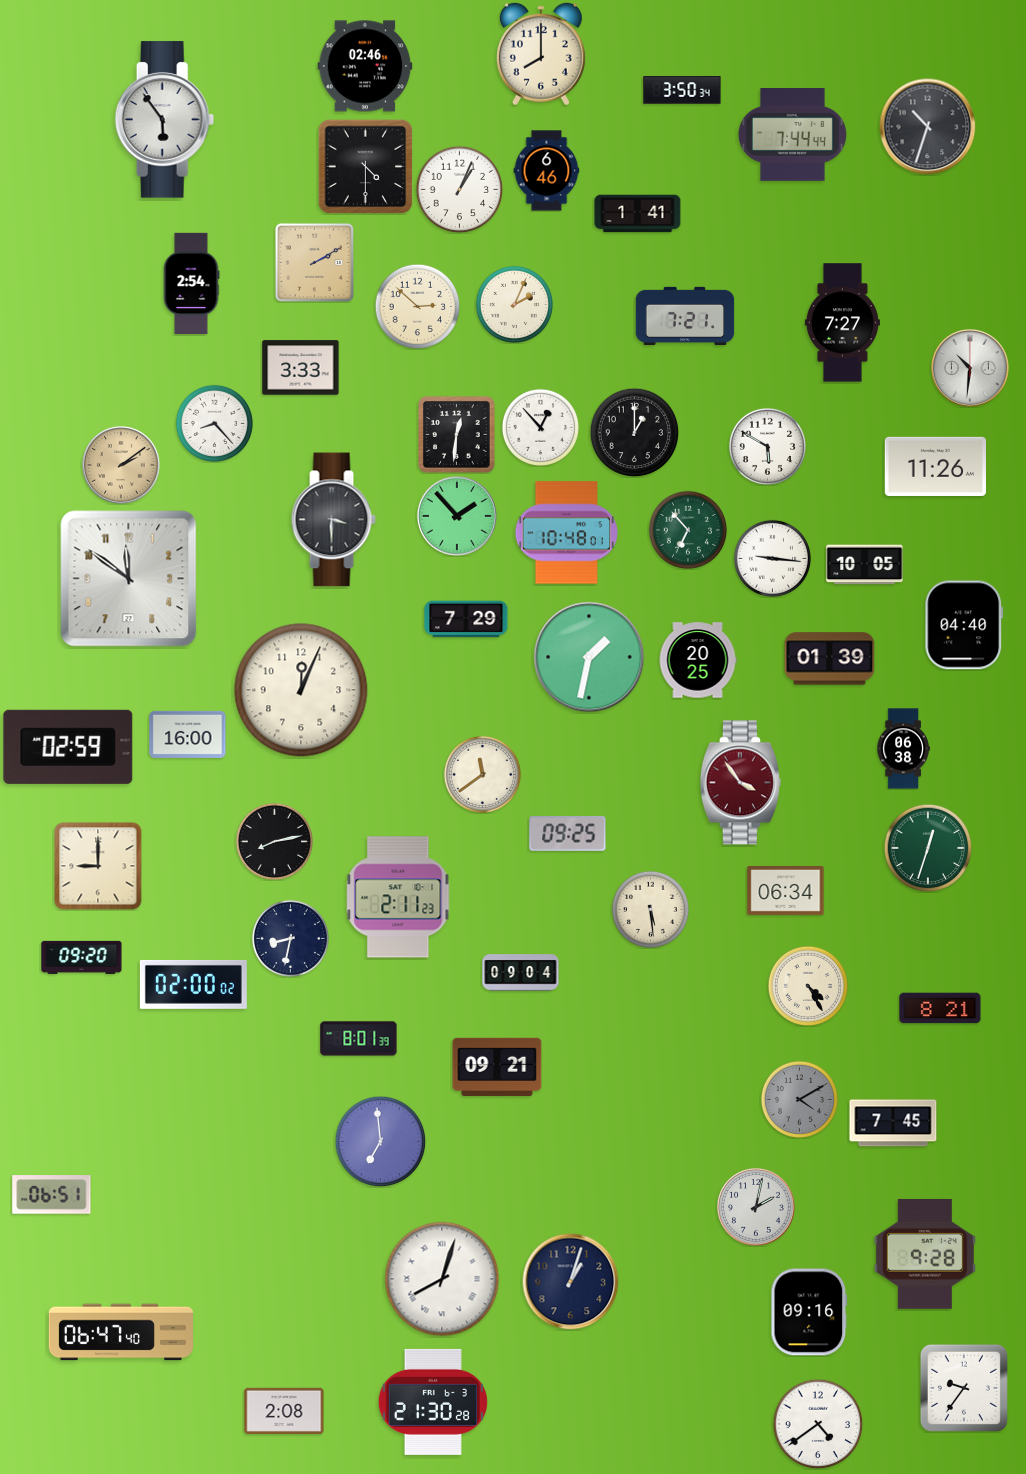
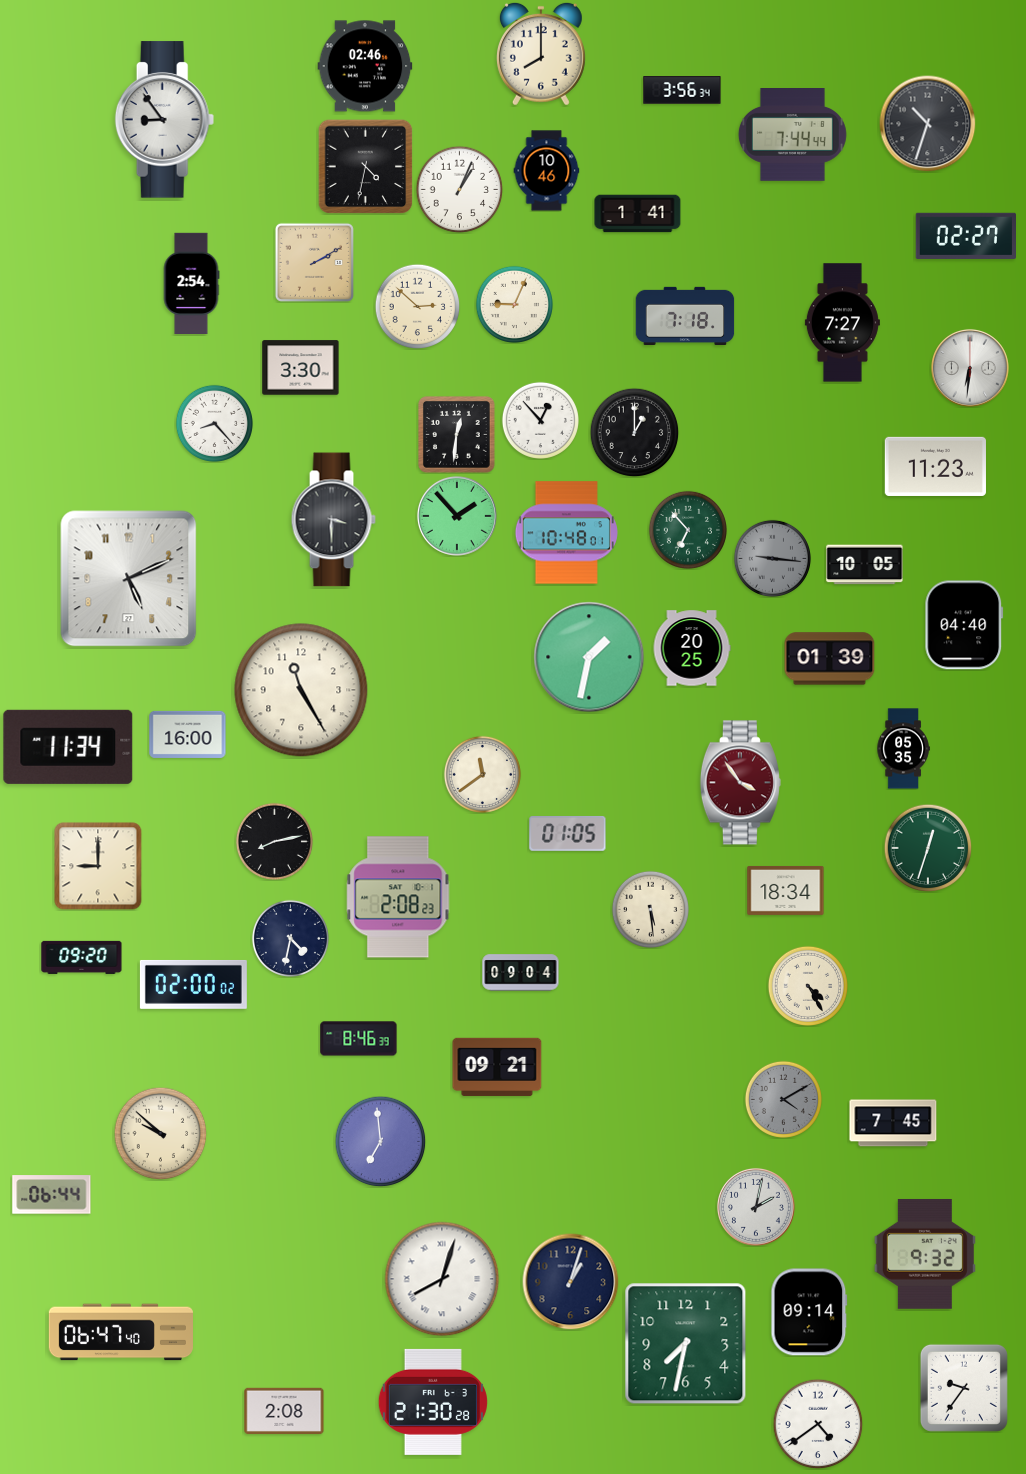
clock at (682, 90): 3:50 -> 3:56
clock at (165, 120): 5:54 -> 8:54
clock at (928, 127) position: (928, 127) -> (928, 124)
clock at (365, 166): 4:30 -> 4:32
clock at (547, 171): 6:46 -> 10:46
clock at (965, 236): none -> 02:27
clock at (514, 304): 2:04 -> 9:04
clock at (685, 315): 7:21 -> 7:18
clock at (301, 368): 3:33 -> 3:30
clock at (970, 368): 10:31 -> 6:31
clock at (540, 427) position: (540, 427) -> (540, 420)
clock at (767, 446): 5:50 -> none
clock at (121, 465): 2:09 -> none
clock at (935, 466): 11:26 -> 11:23
clock at (772, 558) dial: white -> grey
clock at (129, 579): 11:51 -> 5:11
clock at (466, 619): 7:29 -> none
clock at (698, 660) position: (698, 660) -> (692, 648)
clock at (301, 690): 12:04 -> 11:25
clock at (68, 747): 02:59 -> 11:34
clock at (903, 749): 06:38 -> 05:35
clock at (568, 833): 09:25 -> 01:05
clock at (786, 890): 06:34 -> 18:34
clock at (398, 897): 2:11 -> 2:08
clock at (290, 938): 8:32 -> 4:32
clock at (940, 1008): 8:21 -> none
clock at (359, 1039): 8:01 -> 8:46
clock at (799, 1099) position: (799, 1099) -> (783, 1099)
clock at (160, 1133): none -> 9:52
clock at (52, 1195): 06:51 -> 06:44
clock at (925, 1254): 9:28 -> 9:32
clock at (809, 1312): 09:16 -> 09:14
clock at (686, 1344): none -> 7:32
